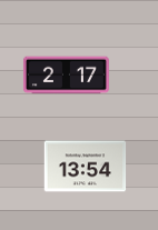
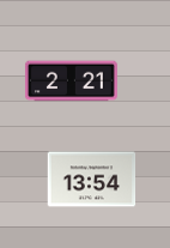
clock at (66, 76): 2:17 -> 2:21
